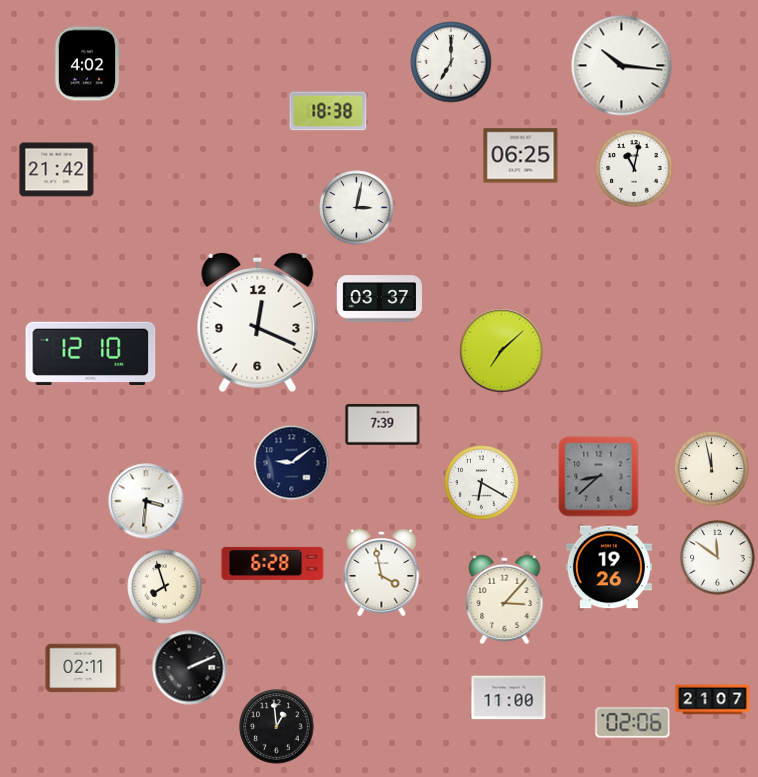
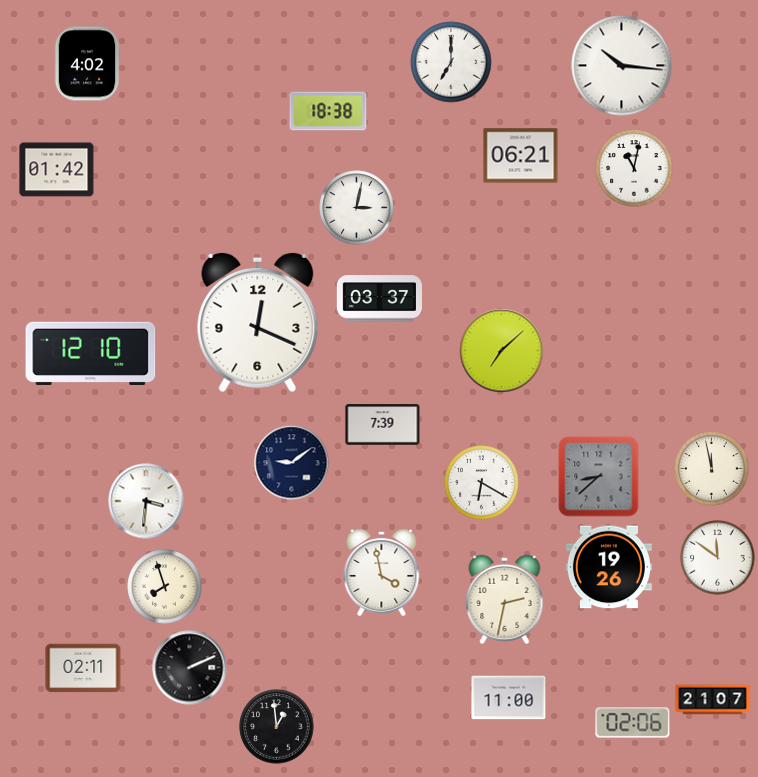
clock at (521, 156): 06:25 -> 06:21
clock at (57, 170): 21:42 -> 01:42
clock at (273, 563): 6:28 -> none
clock at (505, 599): 3:07 -> 2:32
